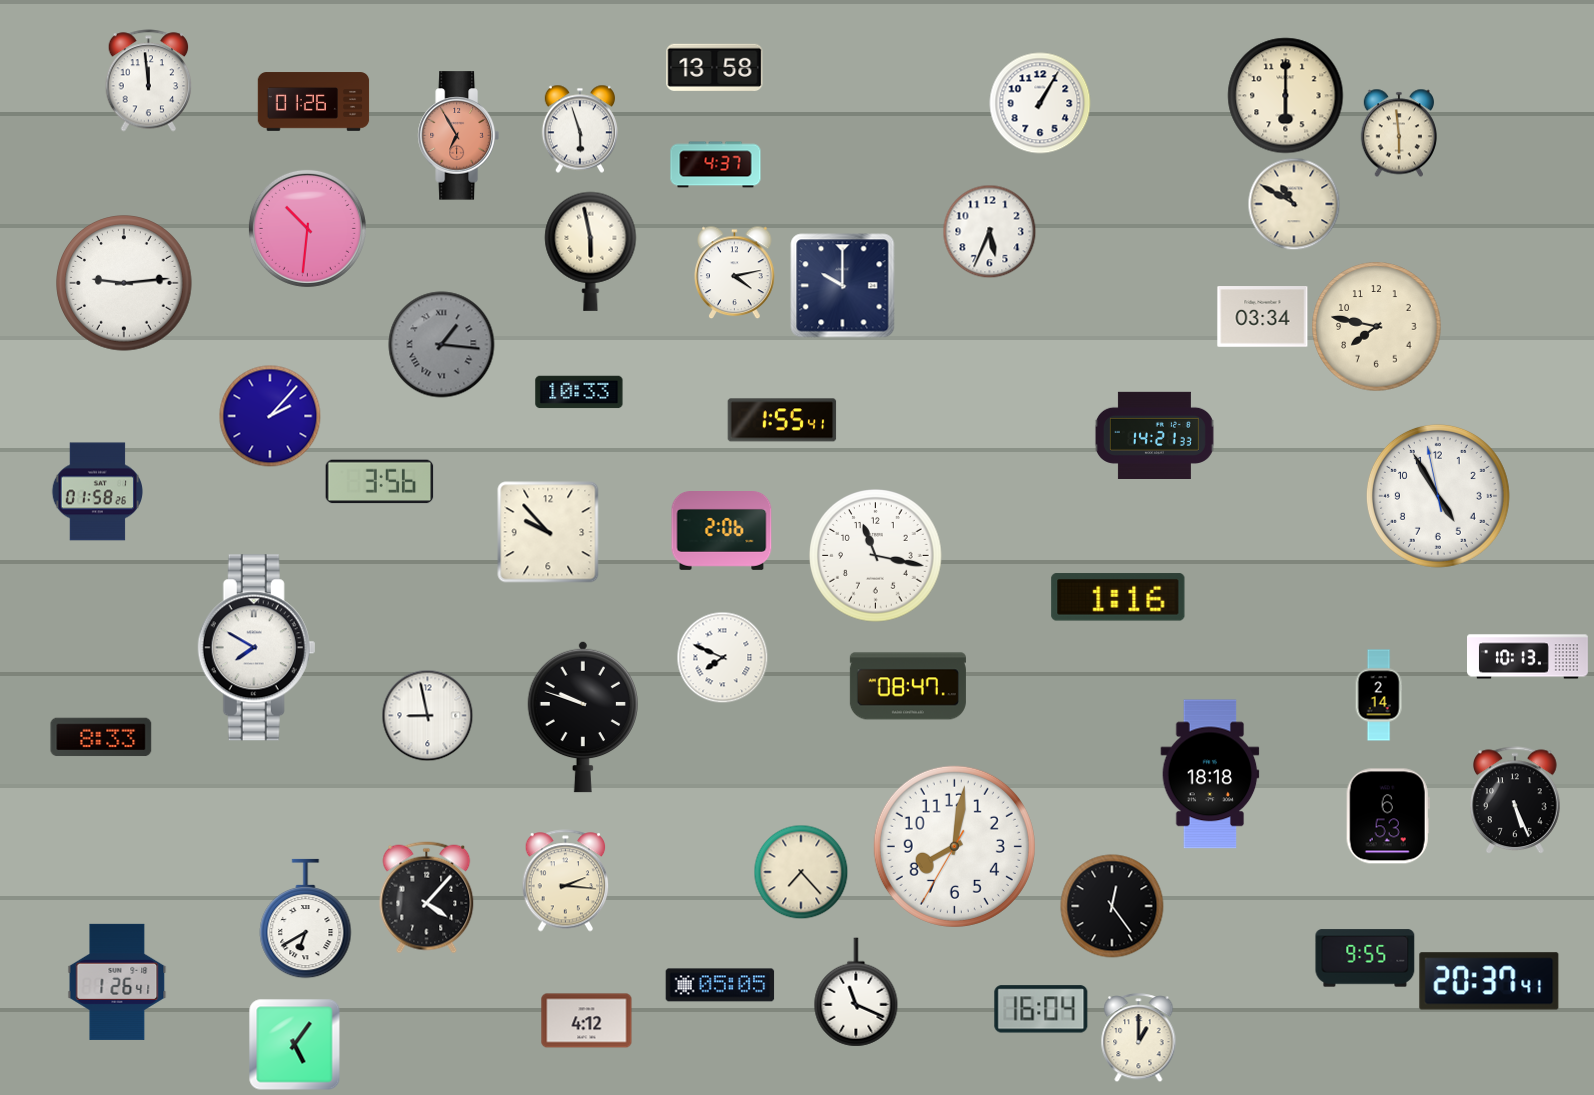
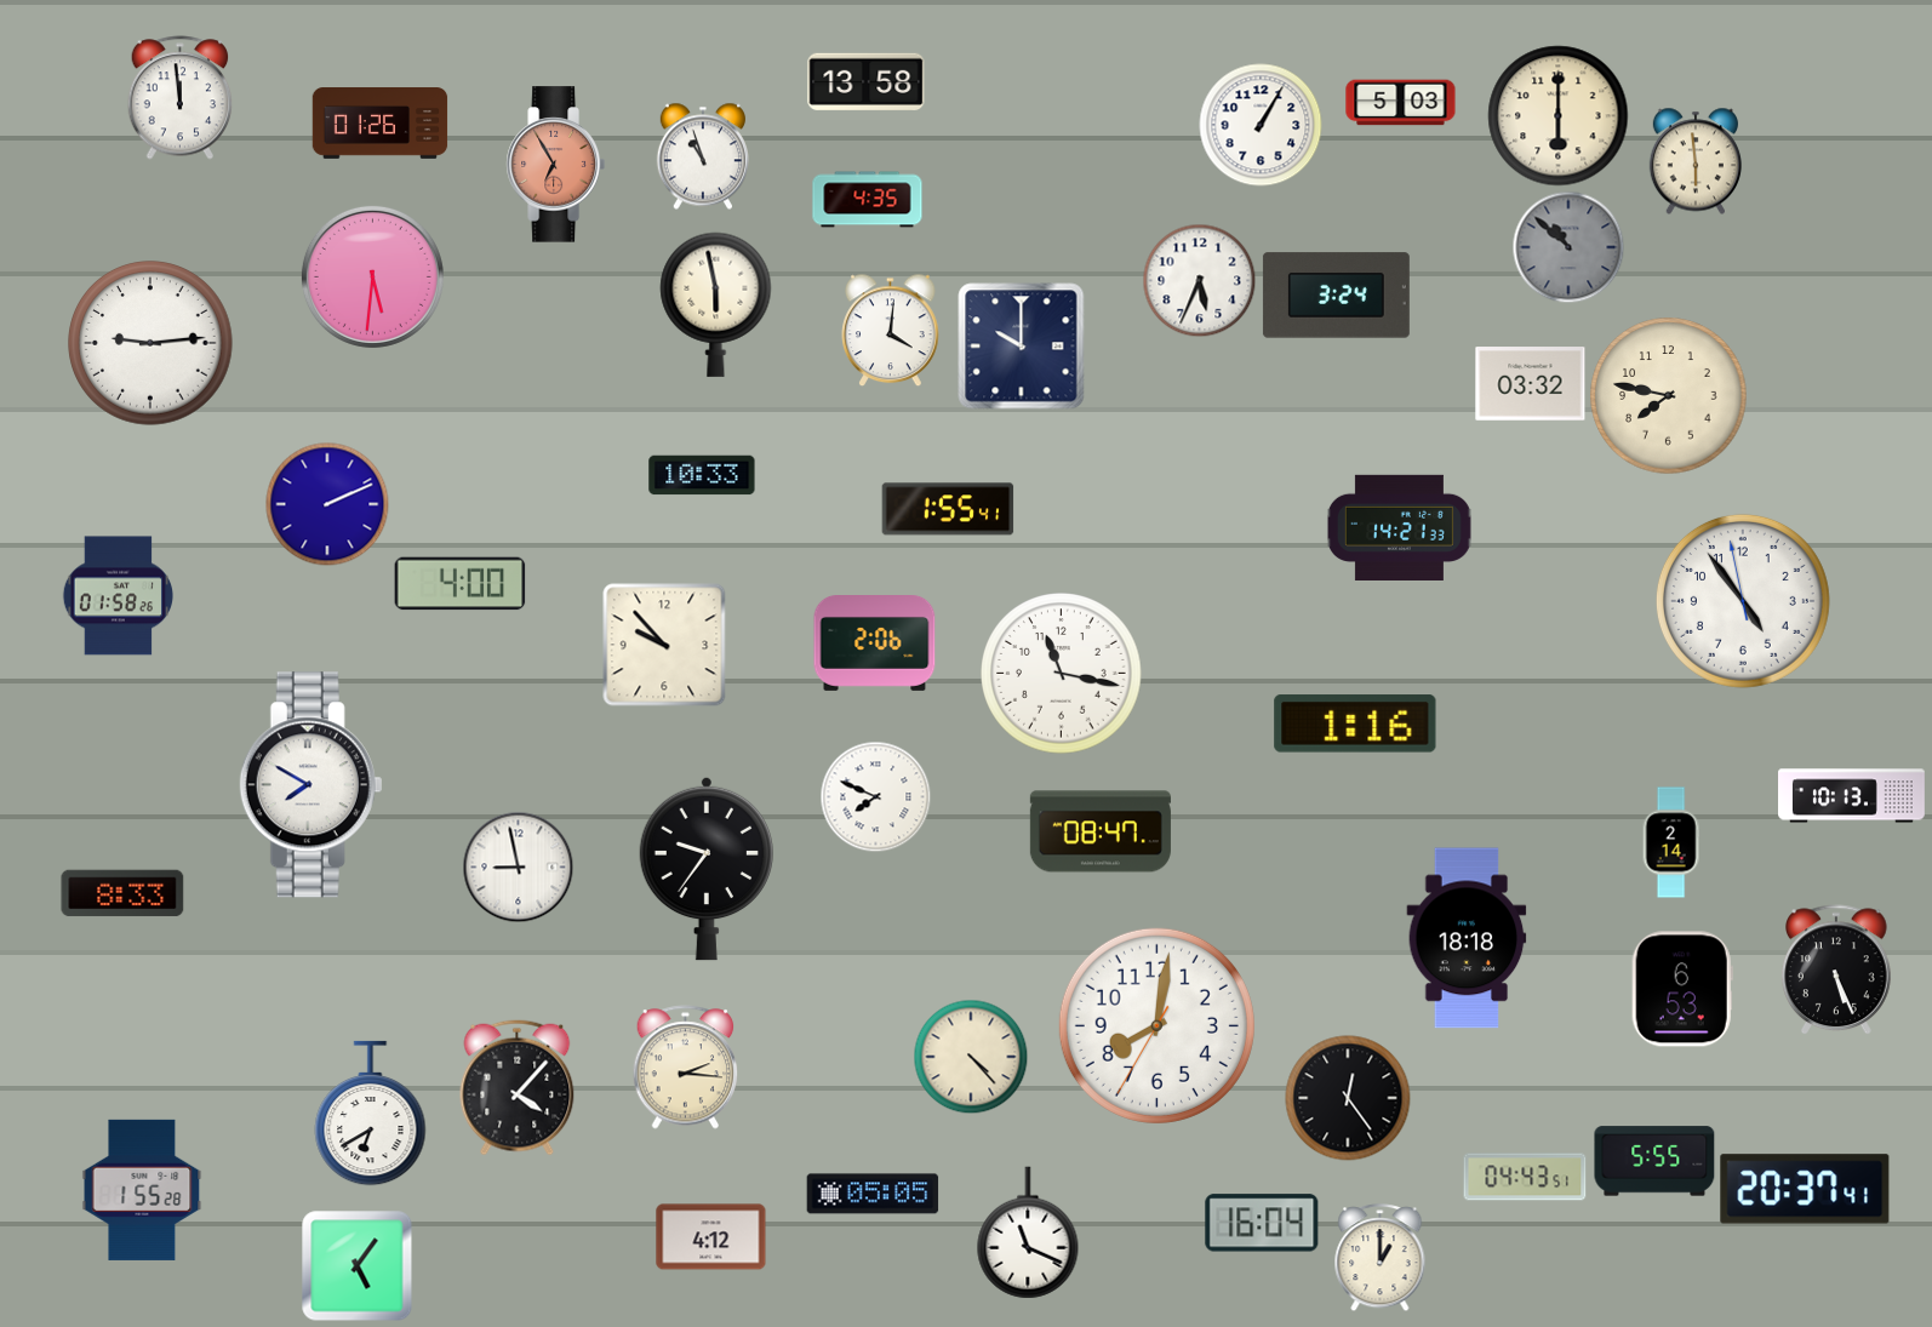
clock at (1401, 103): none -> 5:03
clock at (579, 129): 5:57 -> 10:57
clock at (716, 165): 4:37 -> 4:35
clock at (1294, 204): 10:50 -> 10:52
clock at (1294, 204) dial: cream -> grey
clock at (307, 228): 10:31 -> 5:31
clock at (1336, 296): none -> 3:24
clock at (735, 272): 4:13 -> 4:01
clock at (1263, 317): 03:34 -> 03:32
clock at (442, 345): 1:16 -> none
clock at (270, 416): 2:07 -> 2:11
clock at (380, 482): 3:56 -> 4:00
clock at (1438, 496): 4:54 -> 4:53
clock at (582, 717): 9:48 -> 9:36
clock at (801, 872): 7:23 -> 4:23
clock at (1365, 958): 9:55 -> 5:55
clock at (1525, 1177): none -> 04:43
clock at (117, 982): 1:26 -> 1:55
clock at (856, 992) position: (856, 992) -> (1028, 1232)
